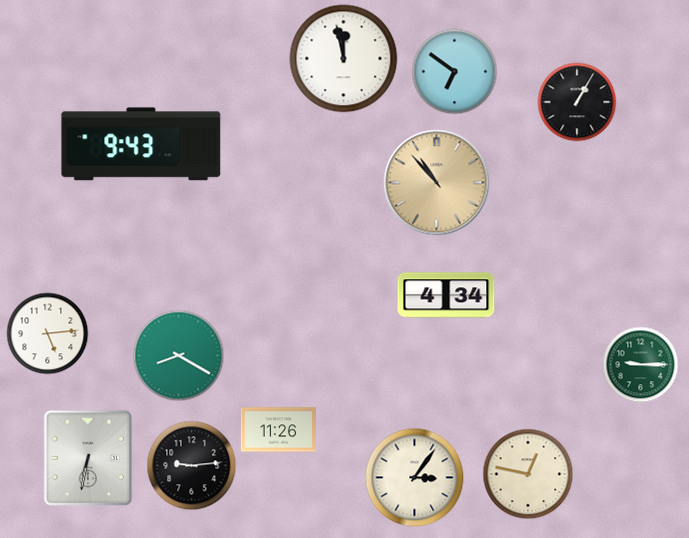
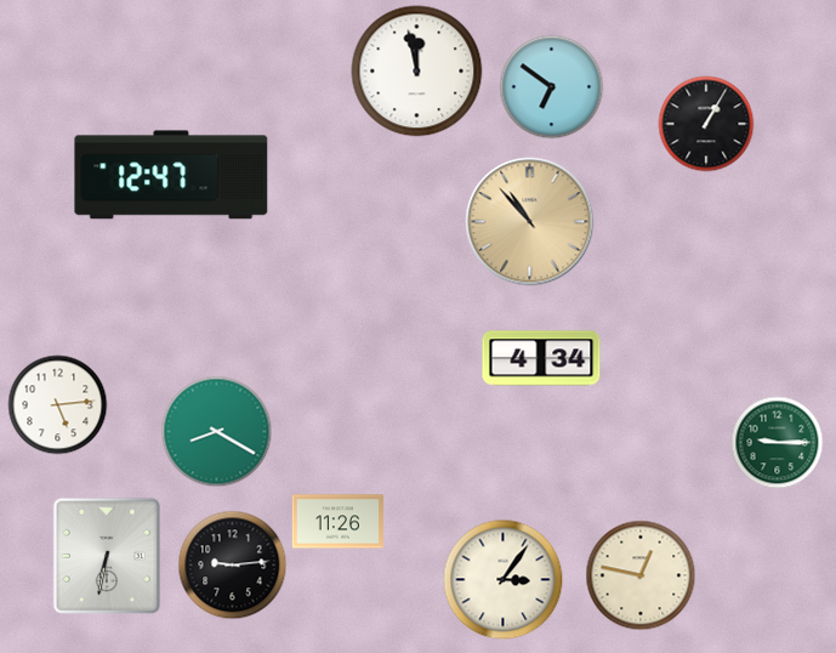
clock at (577, 102) position: (577, 102) -> (706, 124)
clock at (141, 144): 9:43 -> 12:47
